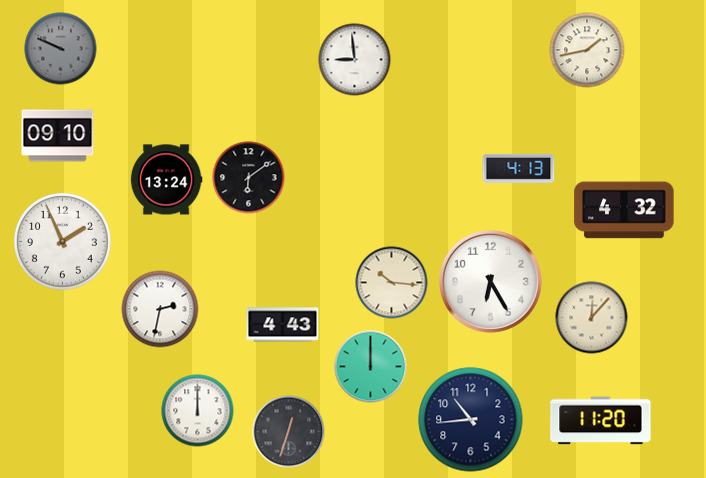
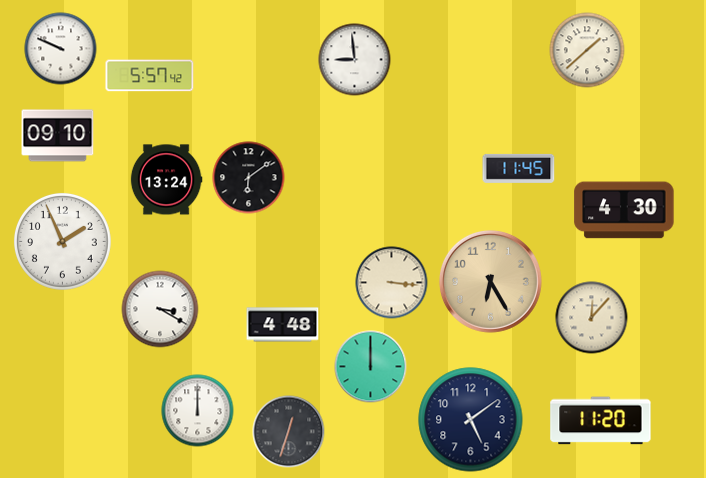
clock at (61, 49) dial: grey -> white
clock at (587, 50): 1:43 -> 1:38
clock at (150, 76): none -> 5:57
clock at (519, 168): 4:13 -> 11:45
clock at (624, 210): 4:32 -> 4:30
clock at (490, 281) dial: white -> champagne
clock at (392, 283): 10:16 -> 3:16
clock at (160, 309): 2:32 -> 3:20
clock at (283, 325): 4:43 -> 4:48
clock at (471, 420): 10:44 -> 5:09
